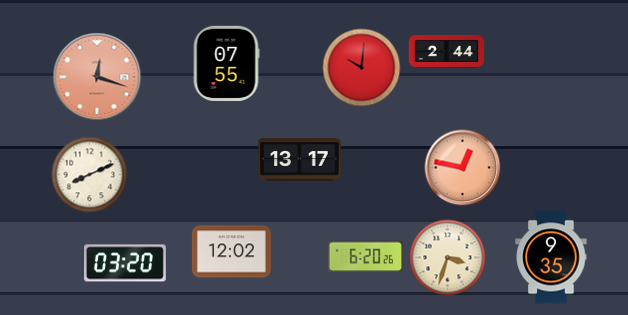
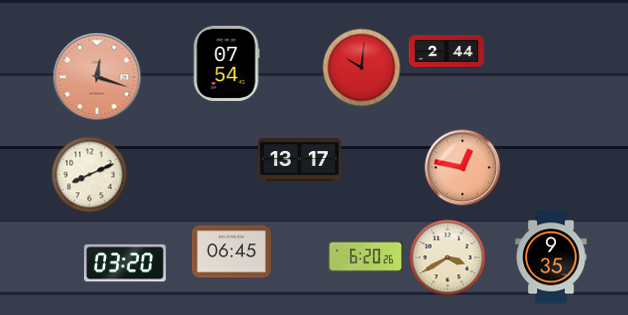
clock at (226, 64): 07:55 -> 07:54
clock at (231, 252): 12:02 -> 06:45
clock at (448, 258): 3:33 -> 3:40
